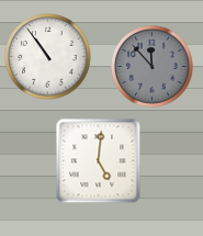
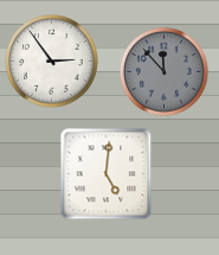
clock at (48, 57): 10:54 -> 2:54
